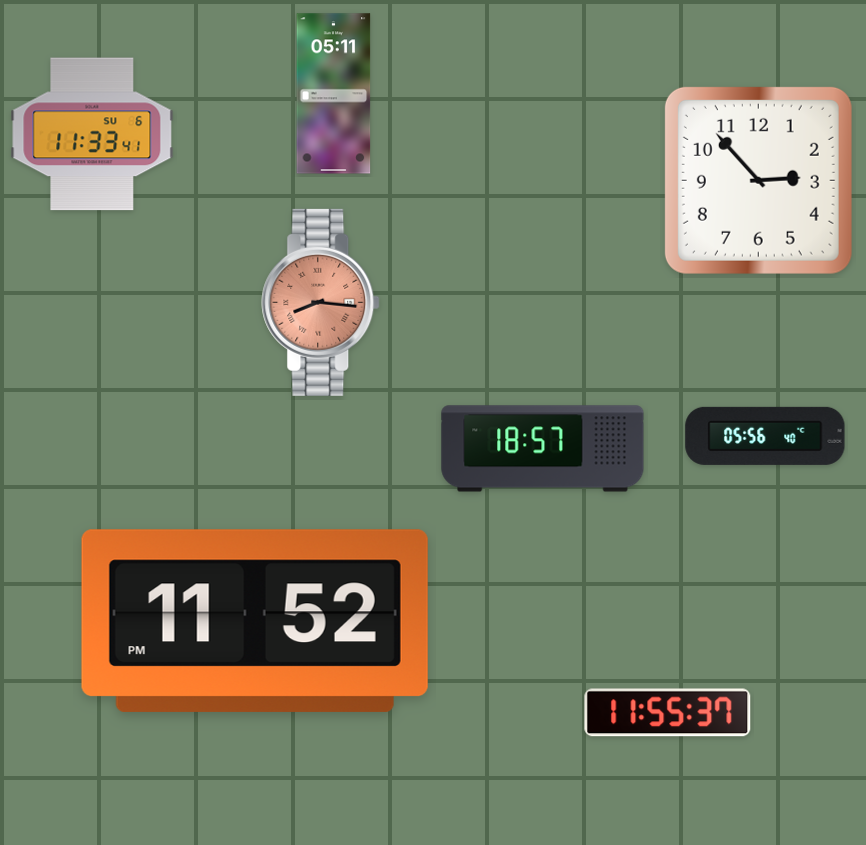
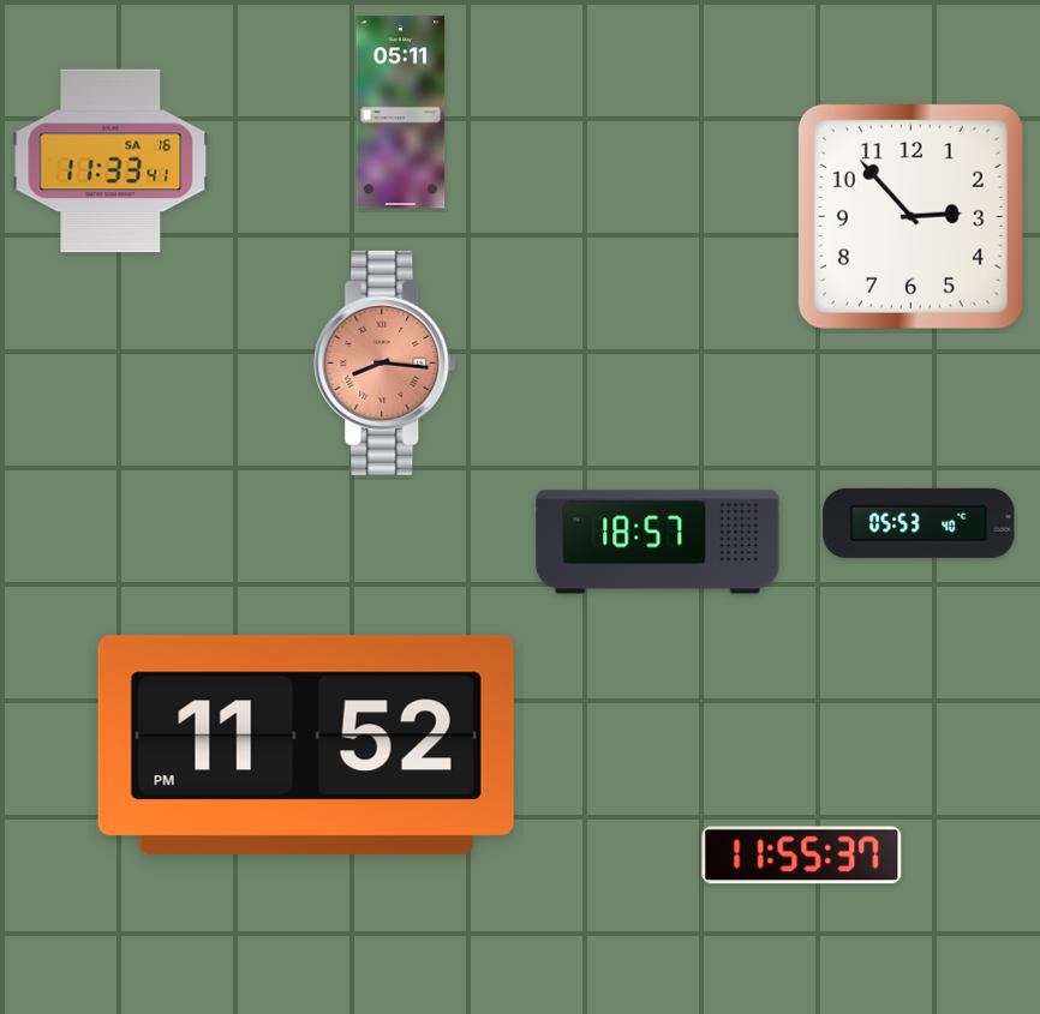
clock at (92, 134) date: SU 6 -> SA 16
clock at (765, 436): 05:56 -> 05:53
clock at (543, 449) position: (543, 449) -> (658, 542)
